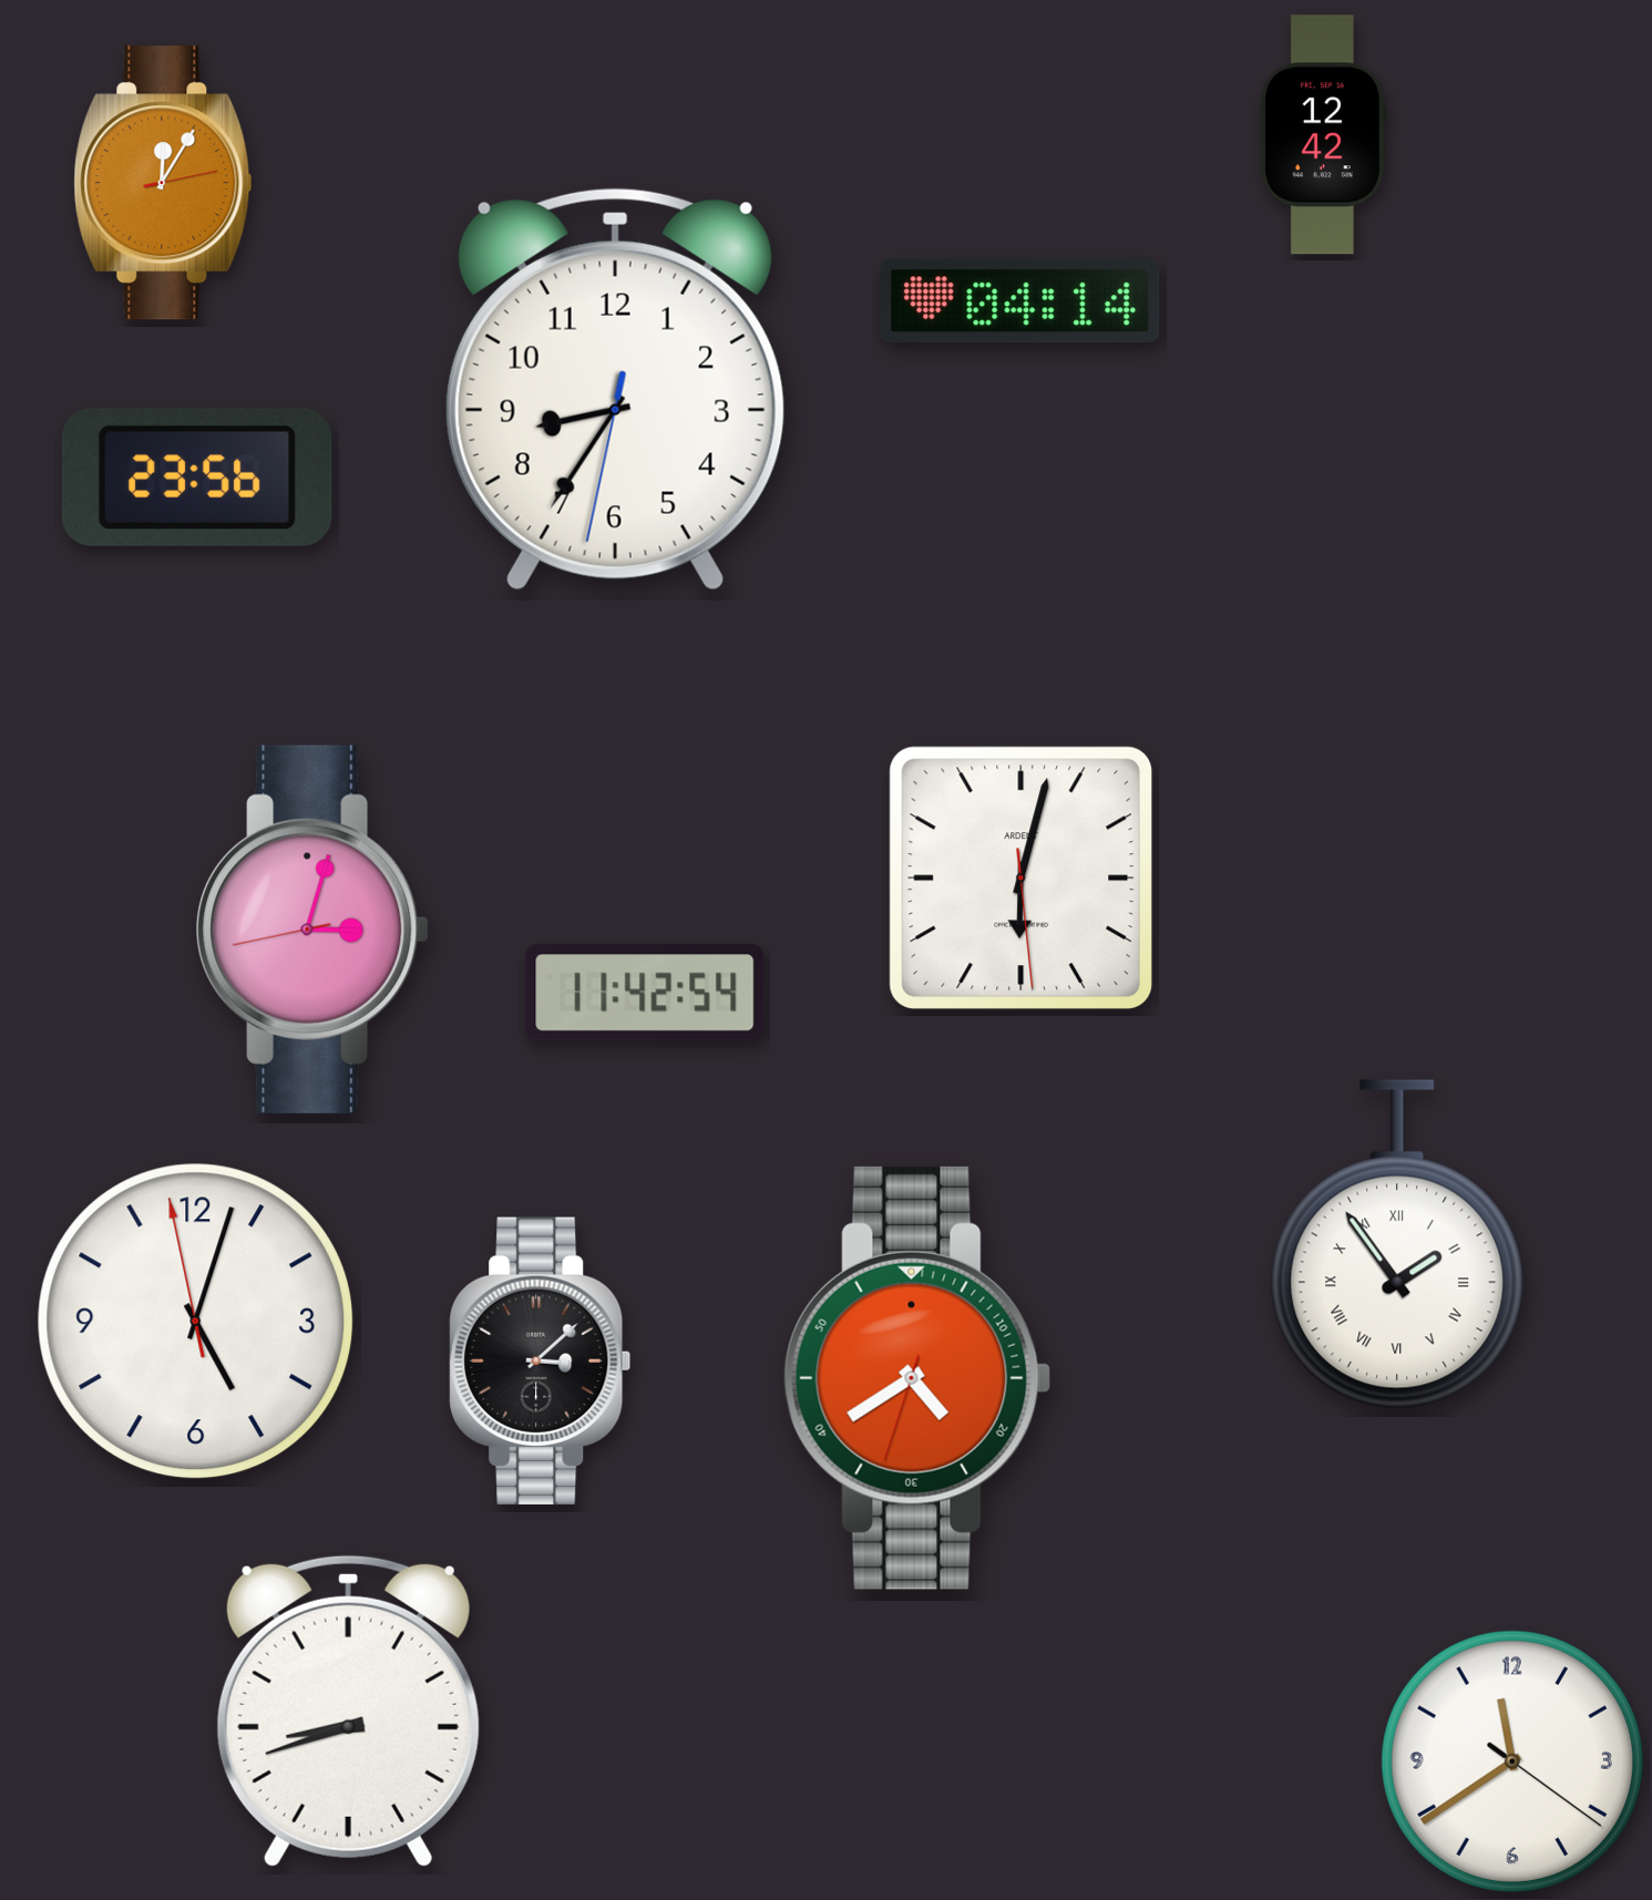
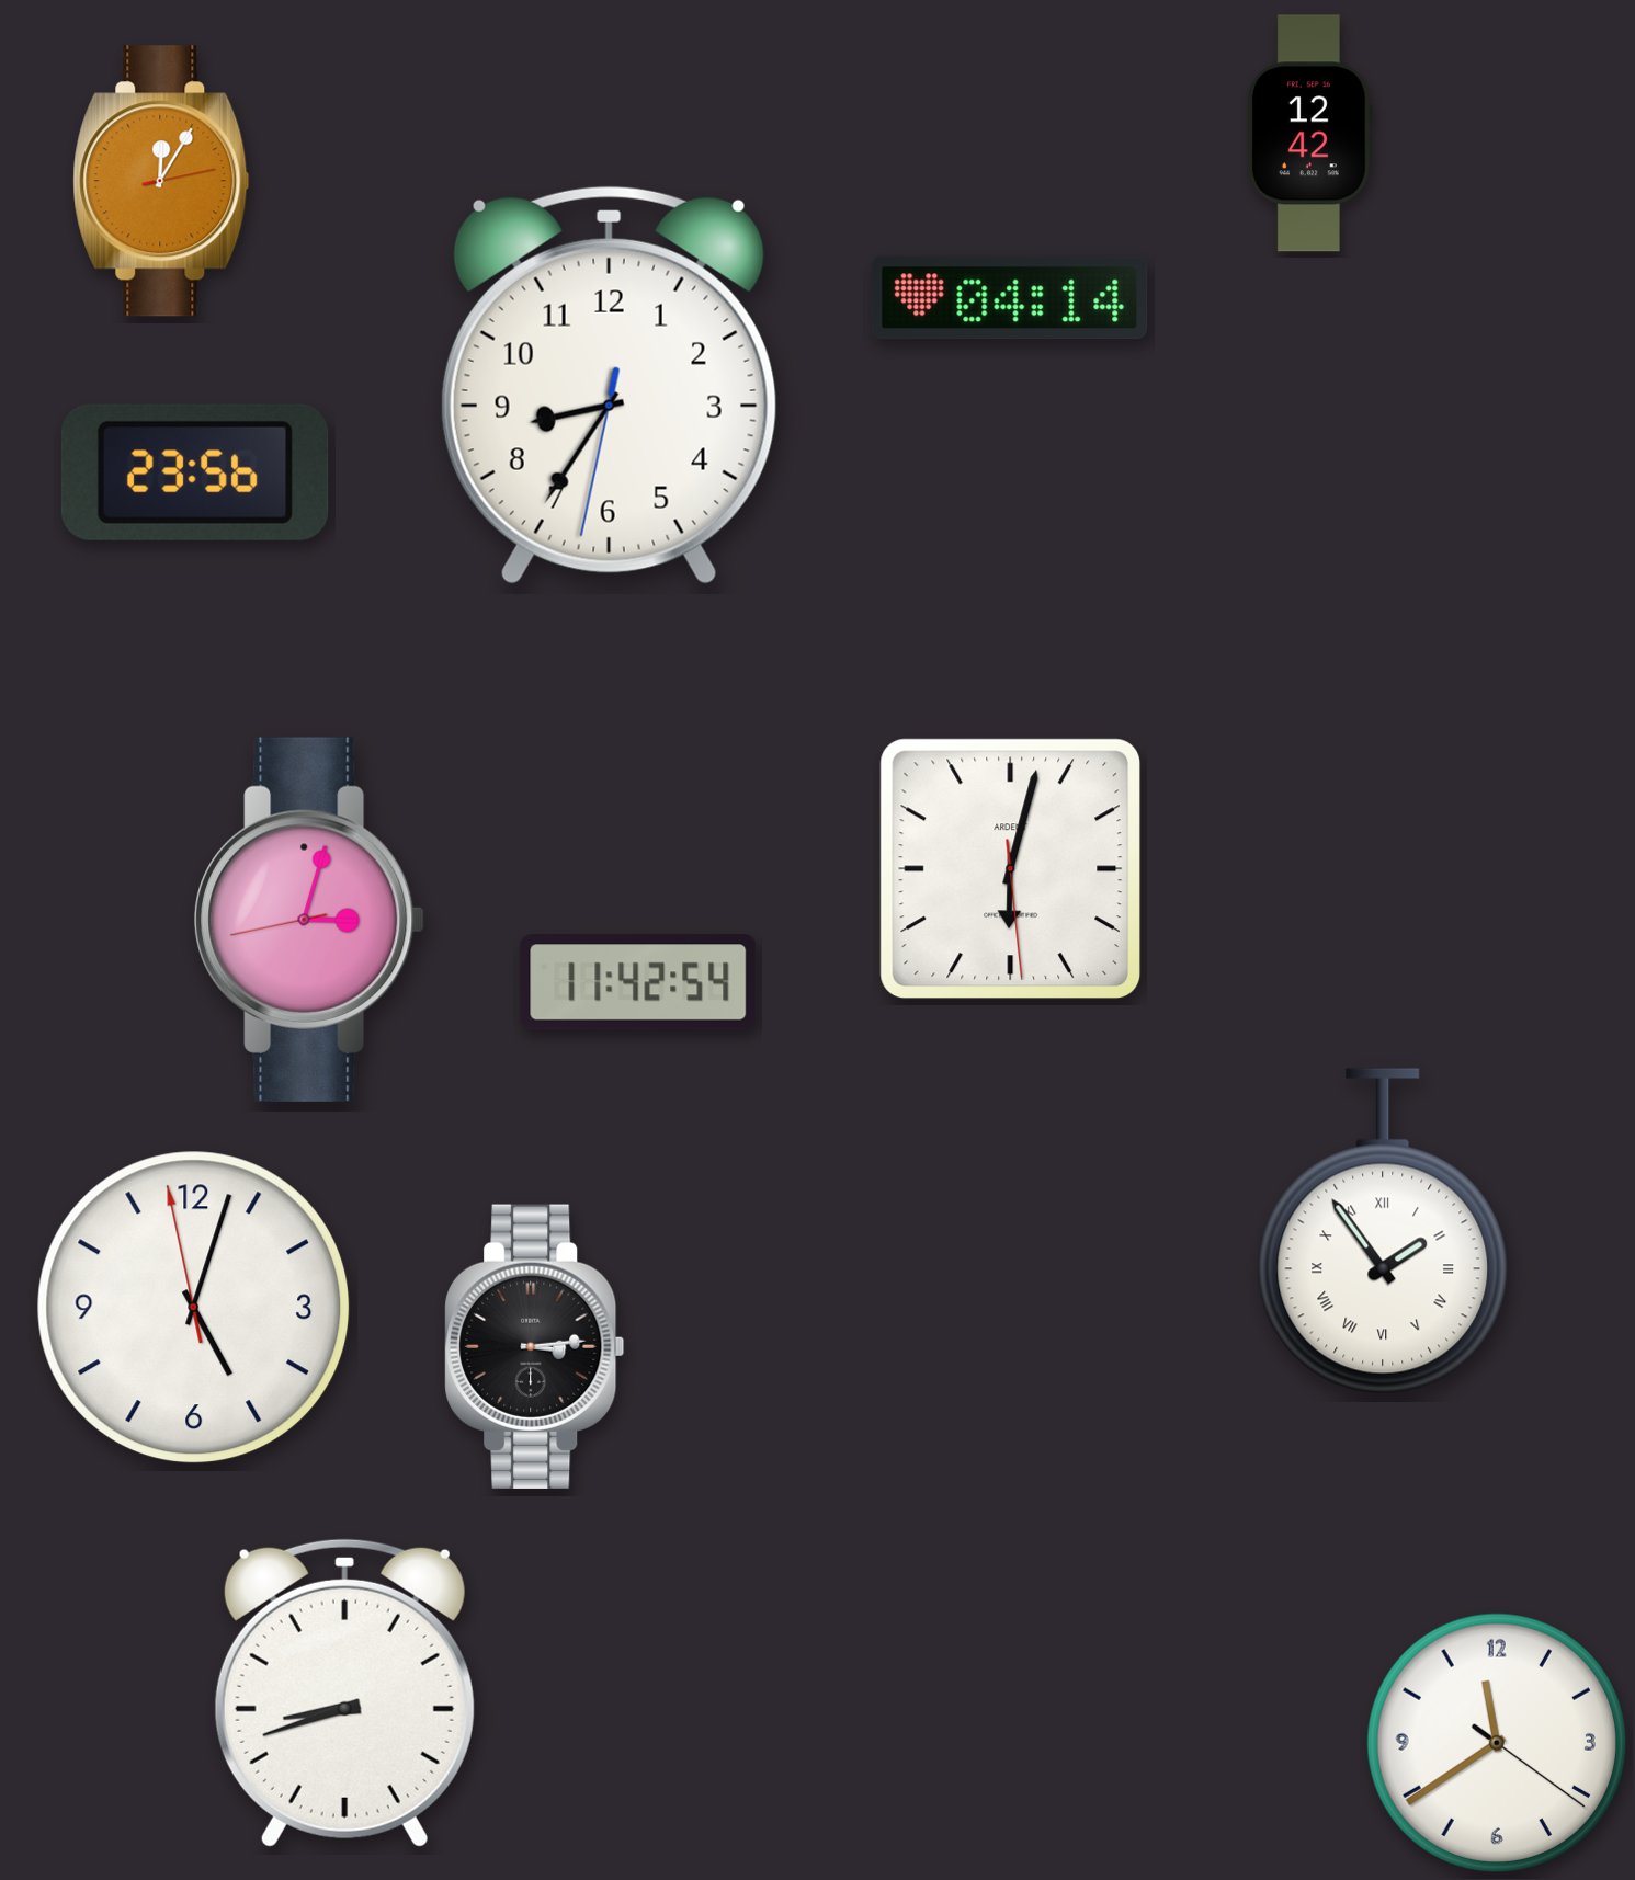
clock at (541, 1360): 3:08 -> 3:14
clock at (917, 1378): 4:39 -> none
